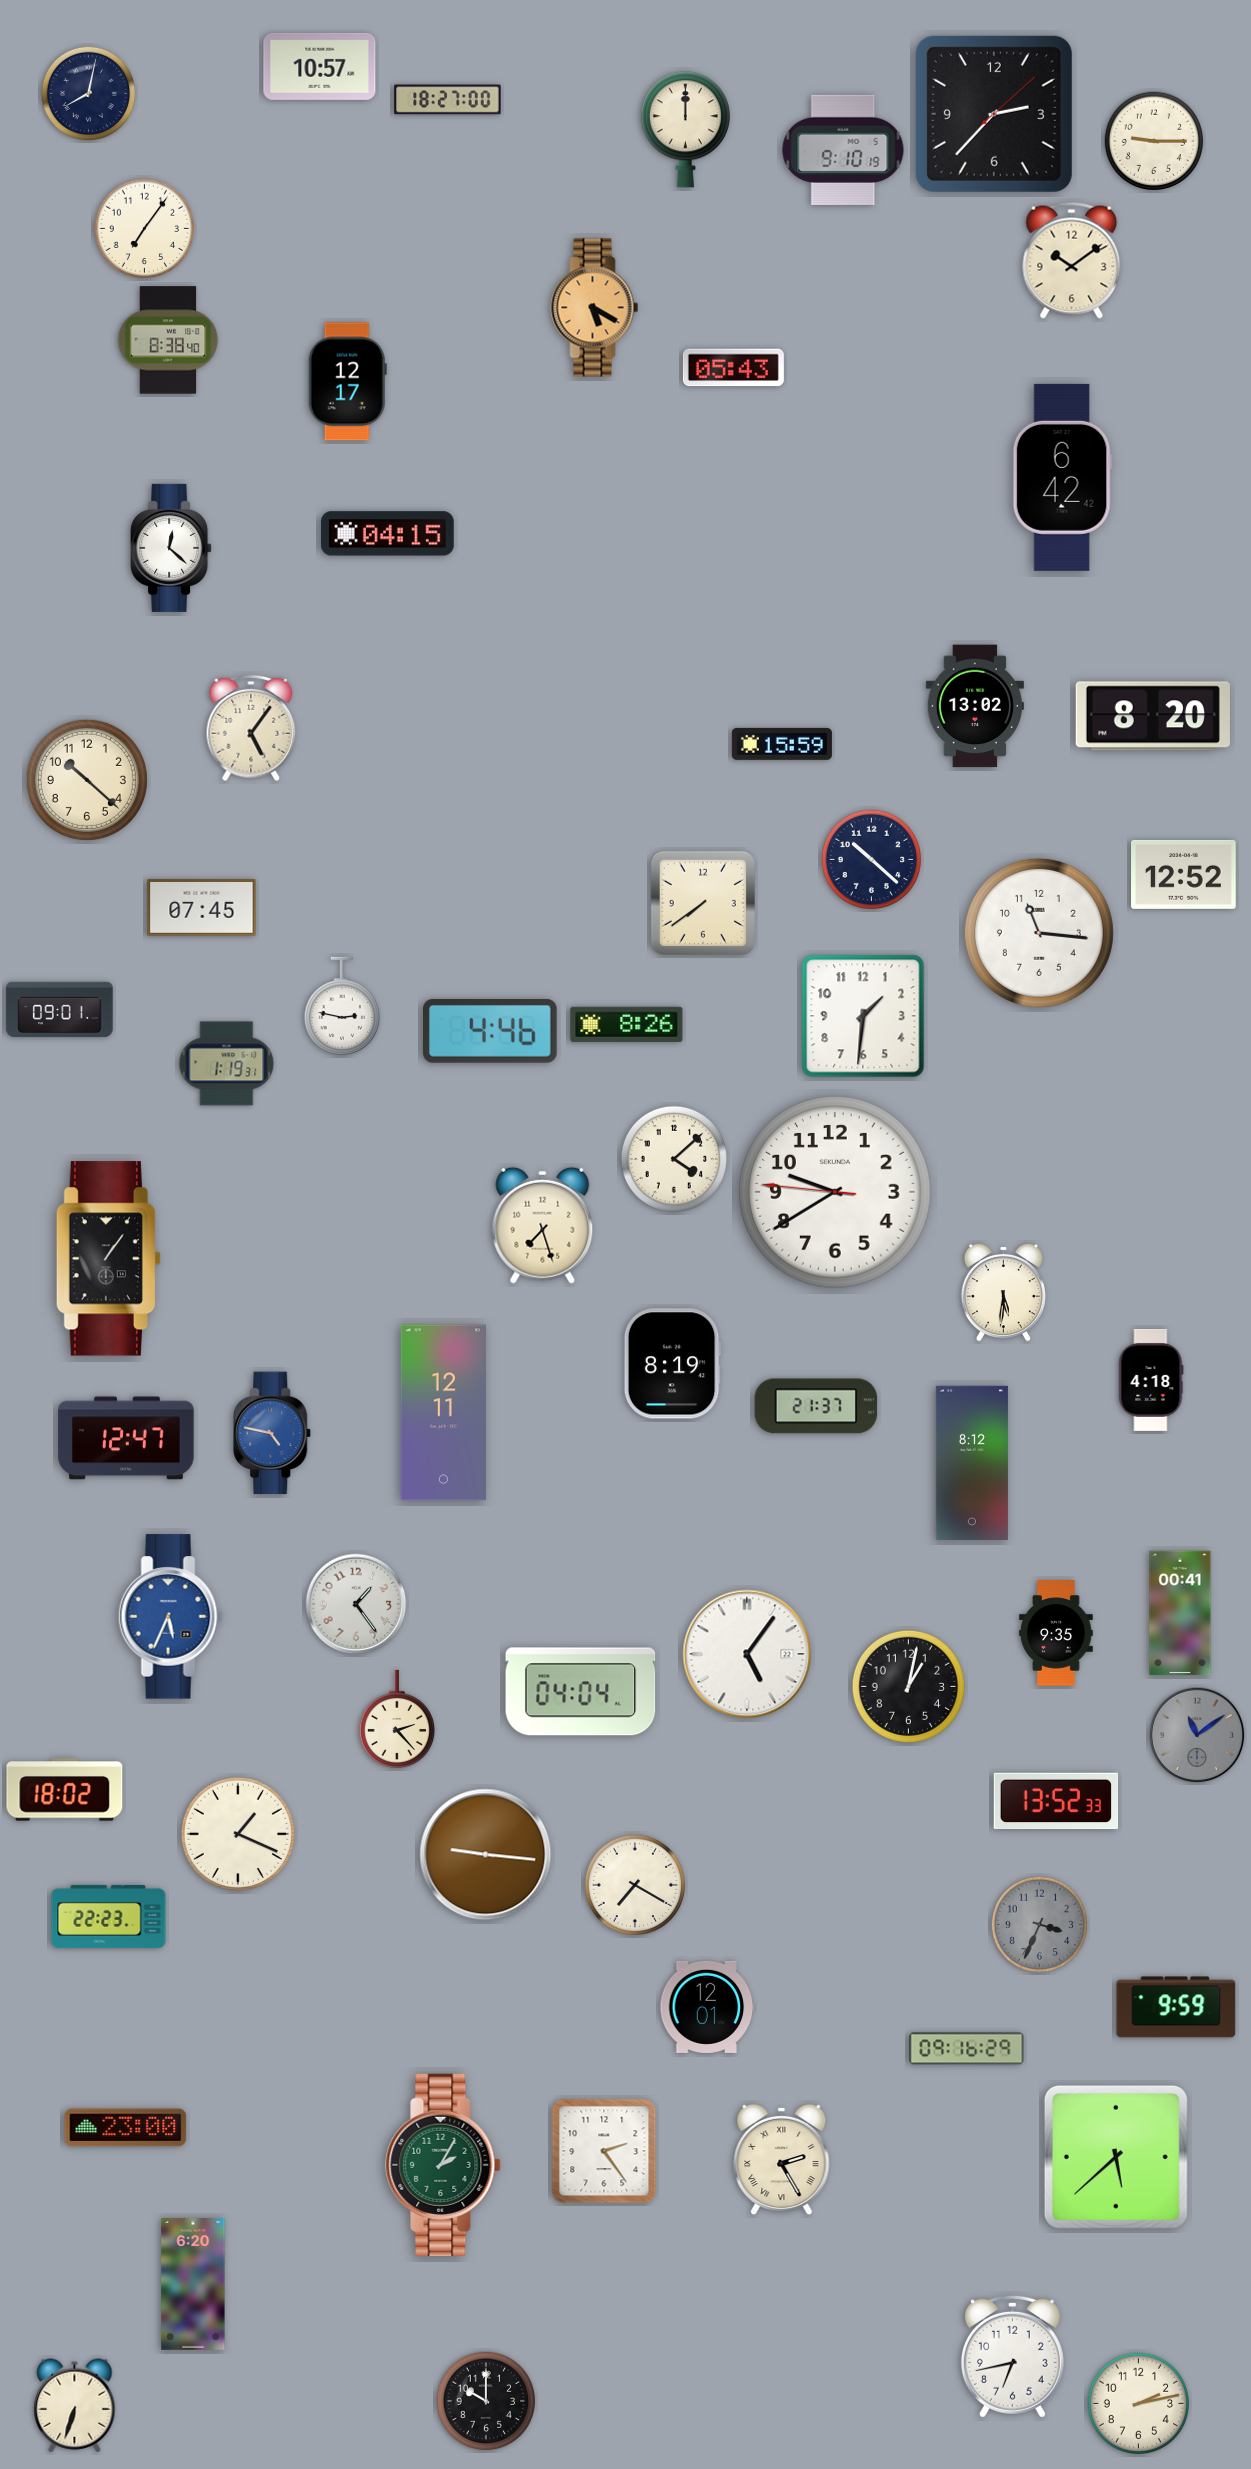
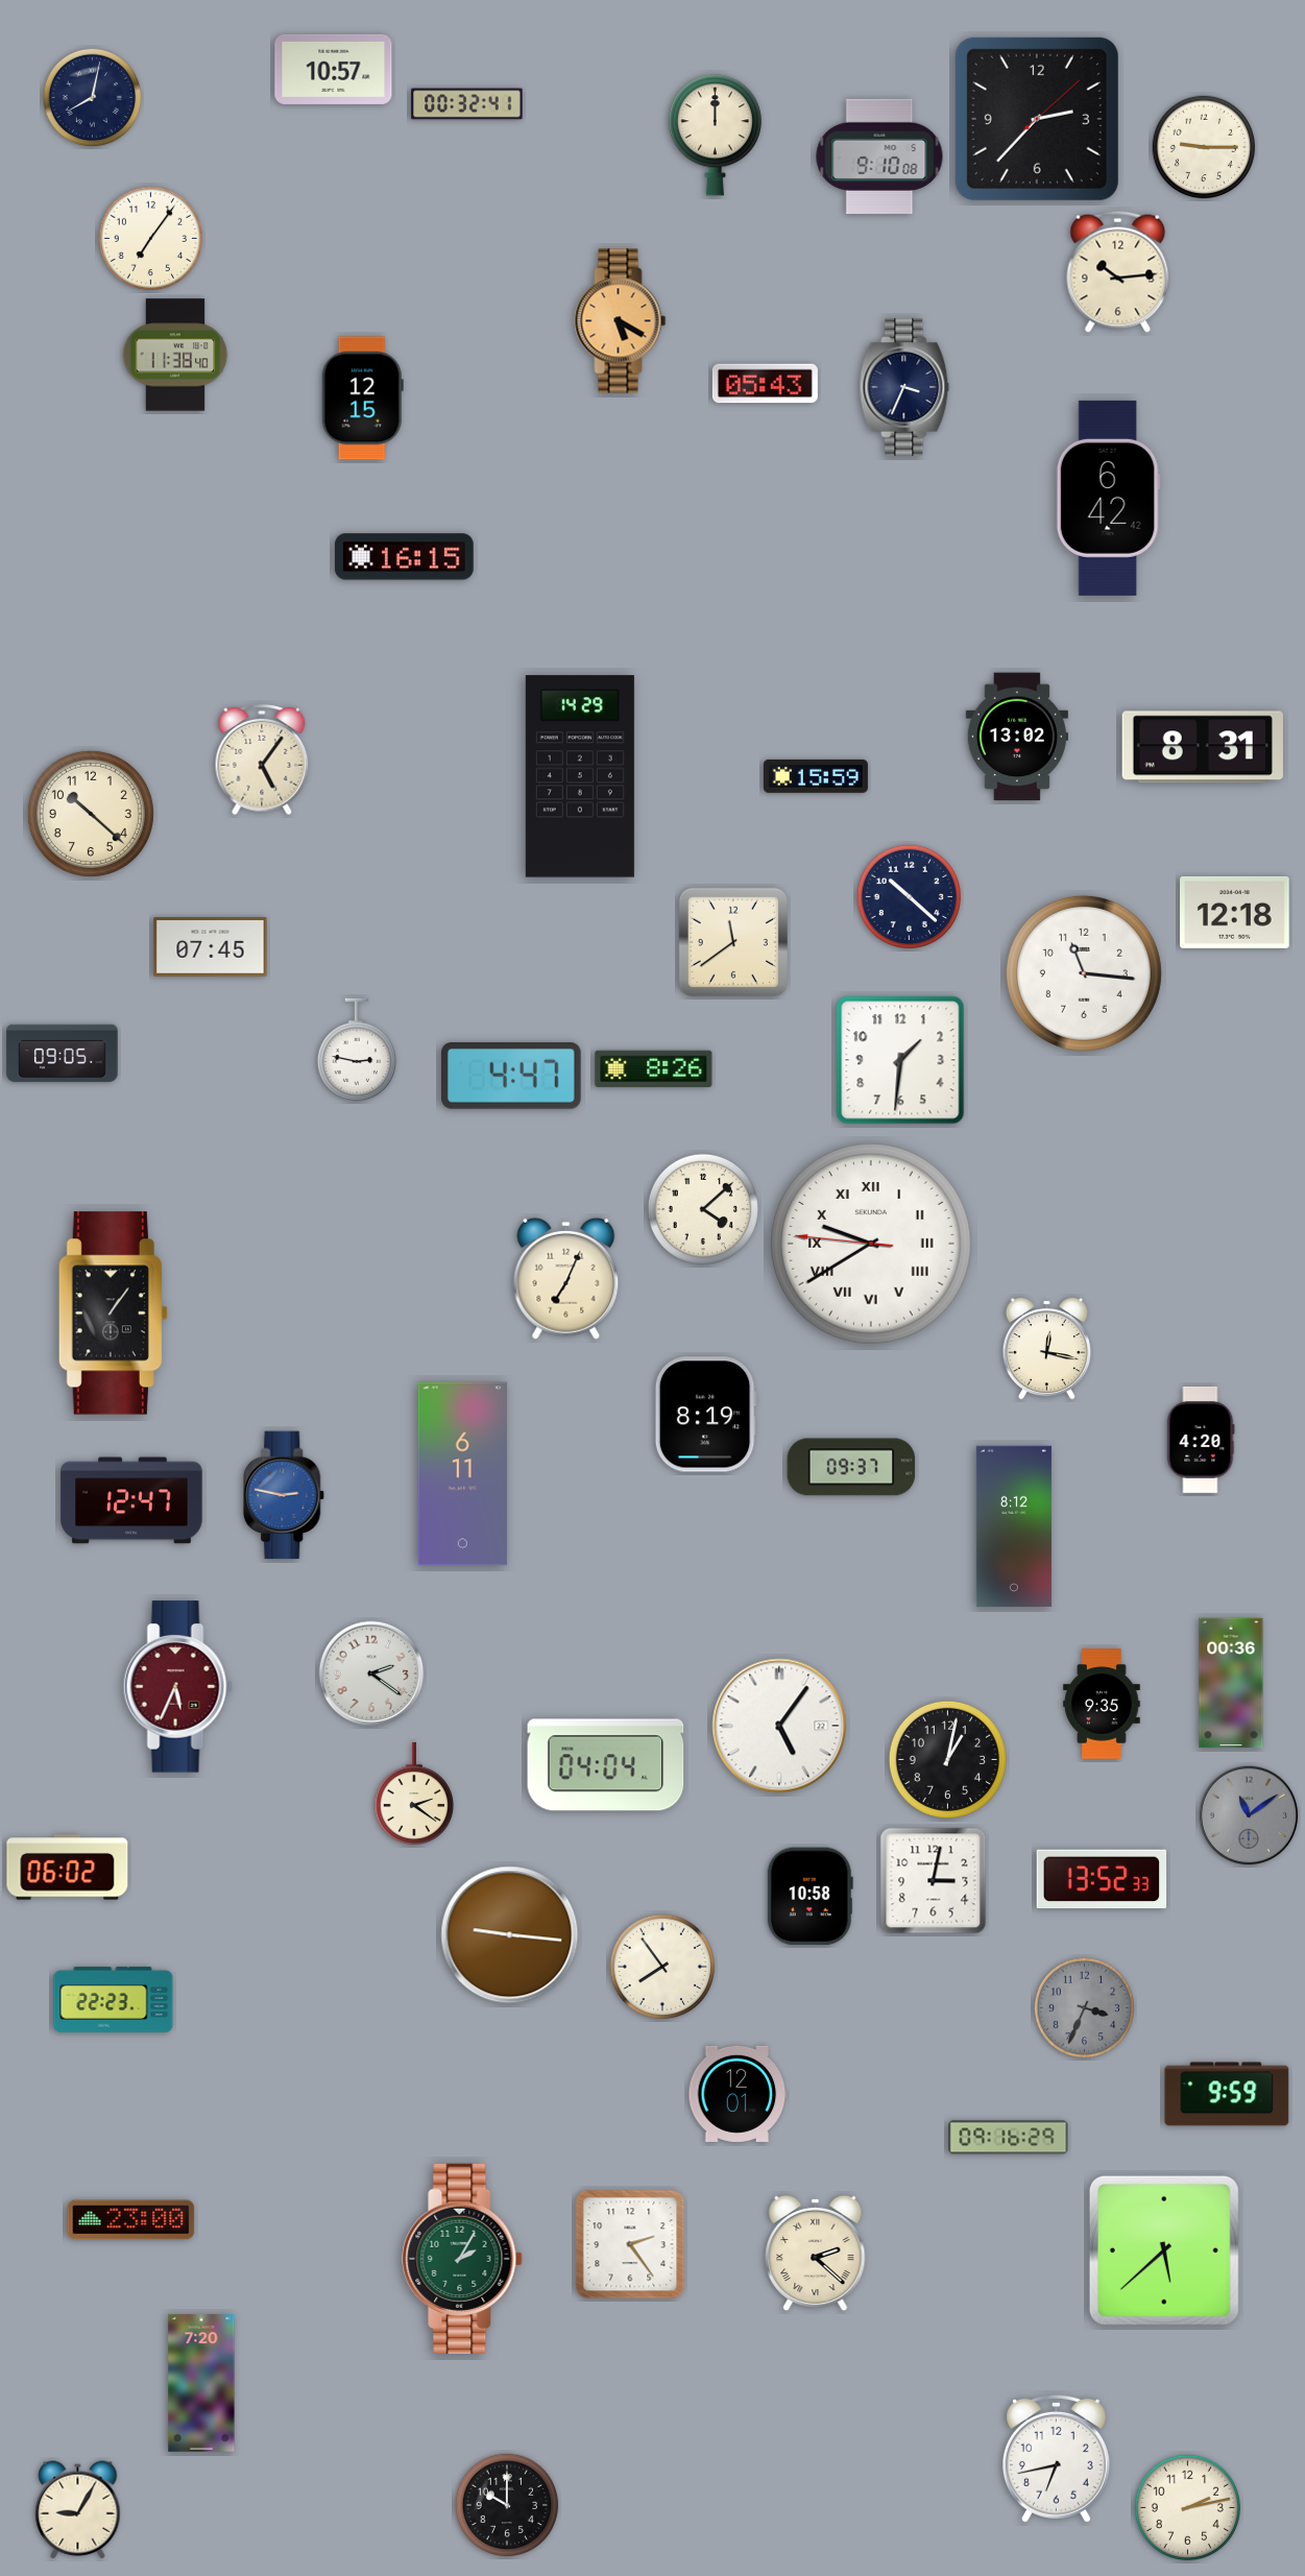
clock at (448, 100): 18:27 -> 00:32
clock at (843, 149): 9:10:19 -> 9:10:08
clock at (1072, 260): 10:09 -> 10:14
clock at (168, 340): 8:38 -> 11:38
clock at (904, 387): none -> 3:34
clock at (347, 382): 12:17 -> 12:15
clock at (388, 534): 04:15 -> 16:15
clock at (171, 548): 12:22 -> none
clock at (1153, 716): 8:20 -> 8:31
clock at (580, 776): none -> 14:29
clock at (1184, 874): 12:52 -> 12:18
clock at (703, 903): 7:39 -> 11:39
clock at (60, 1009): 09:01 -> 09:05
clock at (491, 1032): 4:46 -> 4:47
clock at (227, 1064): 1:19 -> none
clock at (835, 1192) numerals: Arabic -> Roman
clock at (543, 1225): 7:27 -> 7:04
clock at (1003, 1292): 5:31 -> 12:17
clock at (672, 1364) position: (672, 1364) -> (705, 1415)
clock at (1151, 1380): 4:18 -> 4:20
clock at (816, 1406): 21:37 -> 09:37
clock at (443, 1413): 12:11 -> 6:11
clock at (273, 1433): 4:47 -> 2:47
clock at (356, 1604): 1:24 -> 2:21
clock at (1180, 1613): 00:41 -> 00:36
clock at (170, 1617) dial: blue -> burgundy
clock at (396, 1719): 2:23 -> 2:21
clock at (1197, 1735) position: (1197, 1735) -> (1249, 1815)
clock at (65, 1790): 18:02 -> 06:02
clock at (934, 1881): none -> 3:02
clock at (809, 1897): none -> 10:58
clock at (238, 1834): 1:19 -> none
clock at (486, 1855) position: (486, 1855) -> (510, 1935)
clock at (634, 1884): 7:20 -> 7:54
clock at (782, 2160): 2:25 -> 2:22
clock at (193, 2285): 6:20 -> 7:20
clock at (75, 2406): 6:33 -> 9:05
